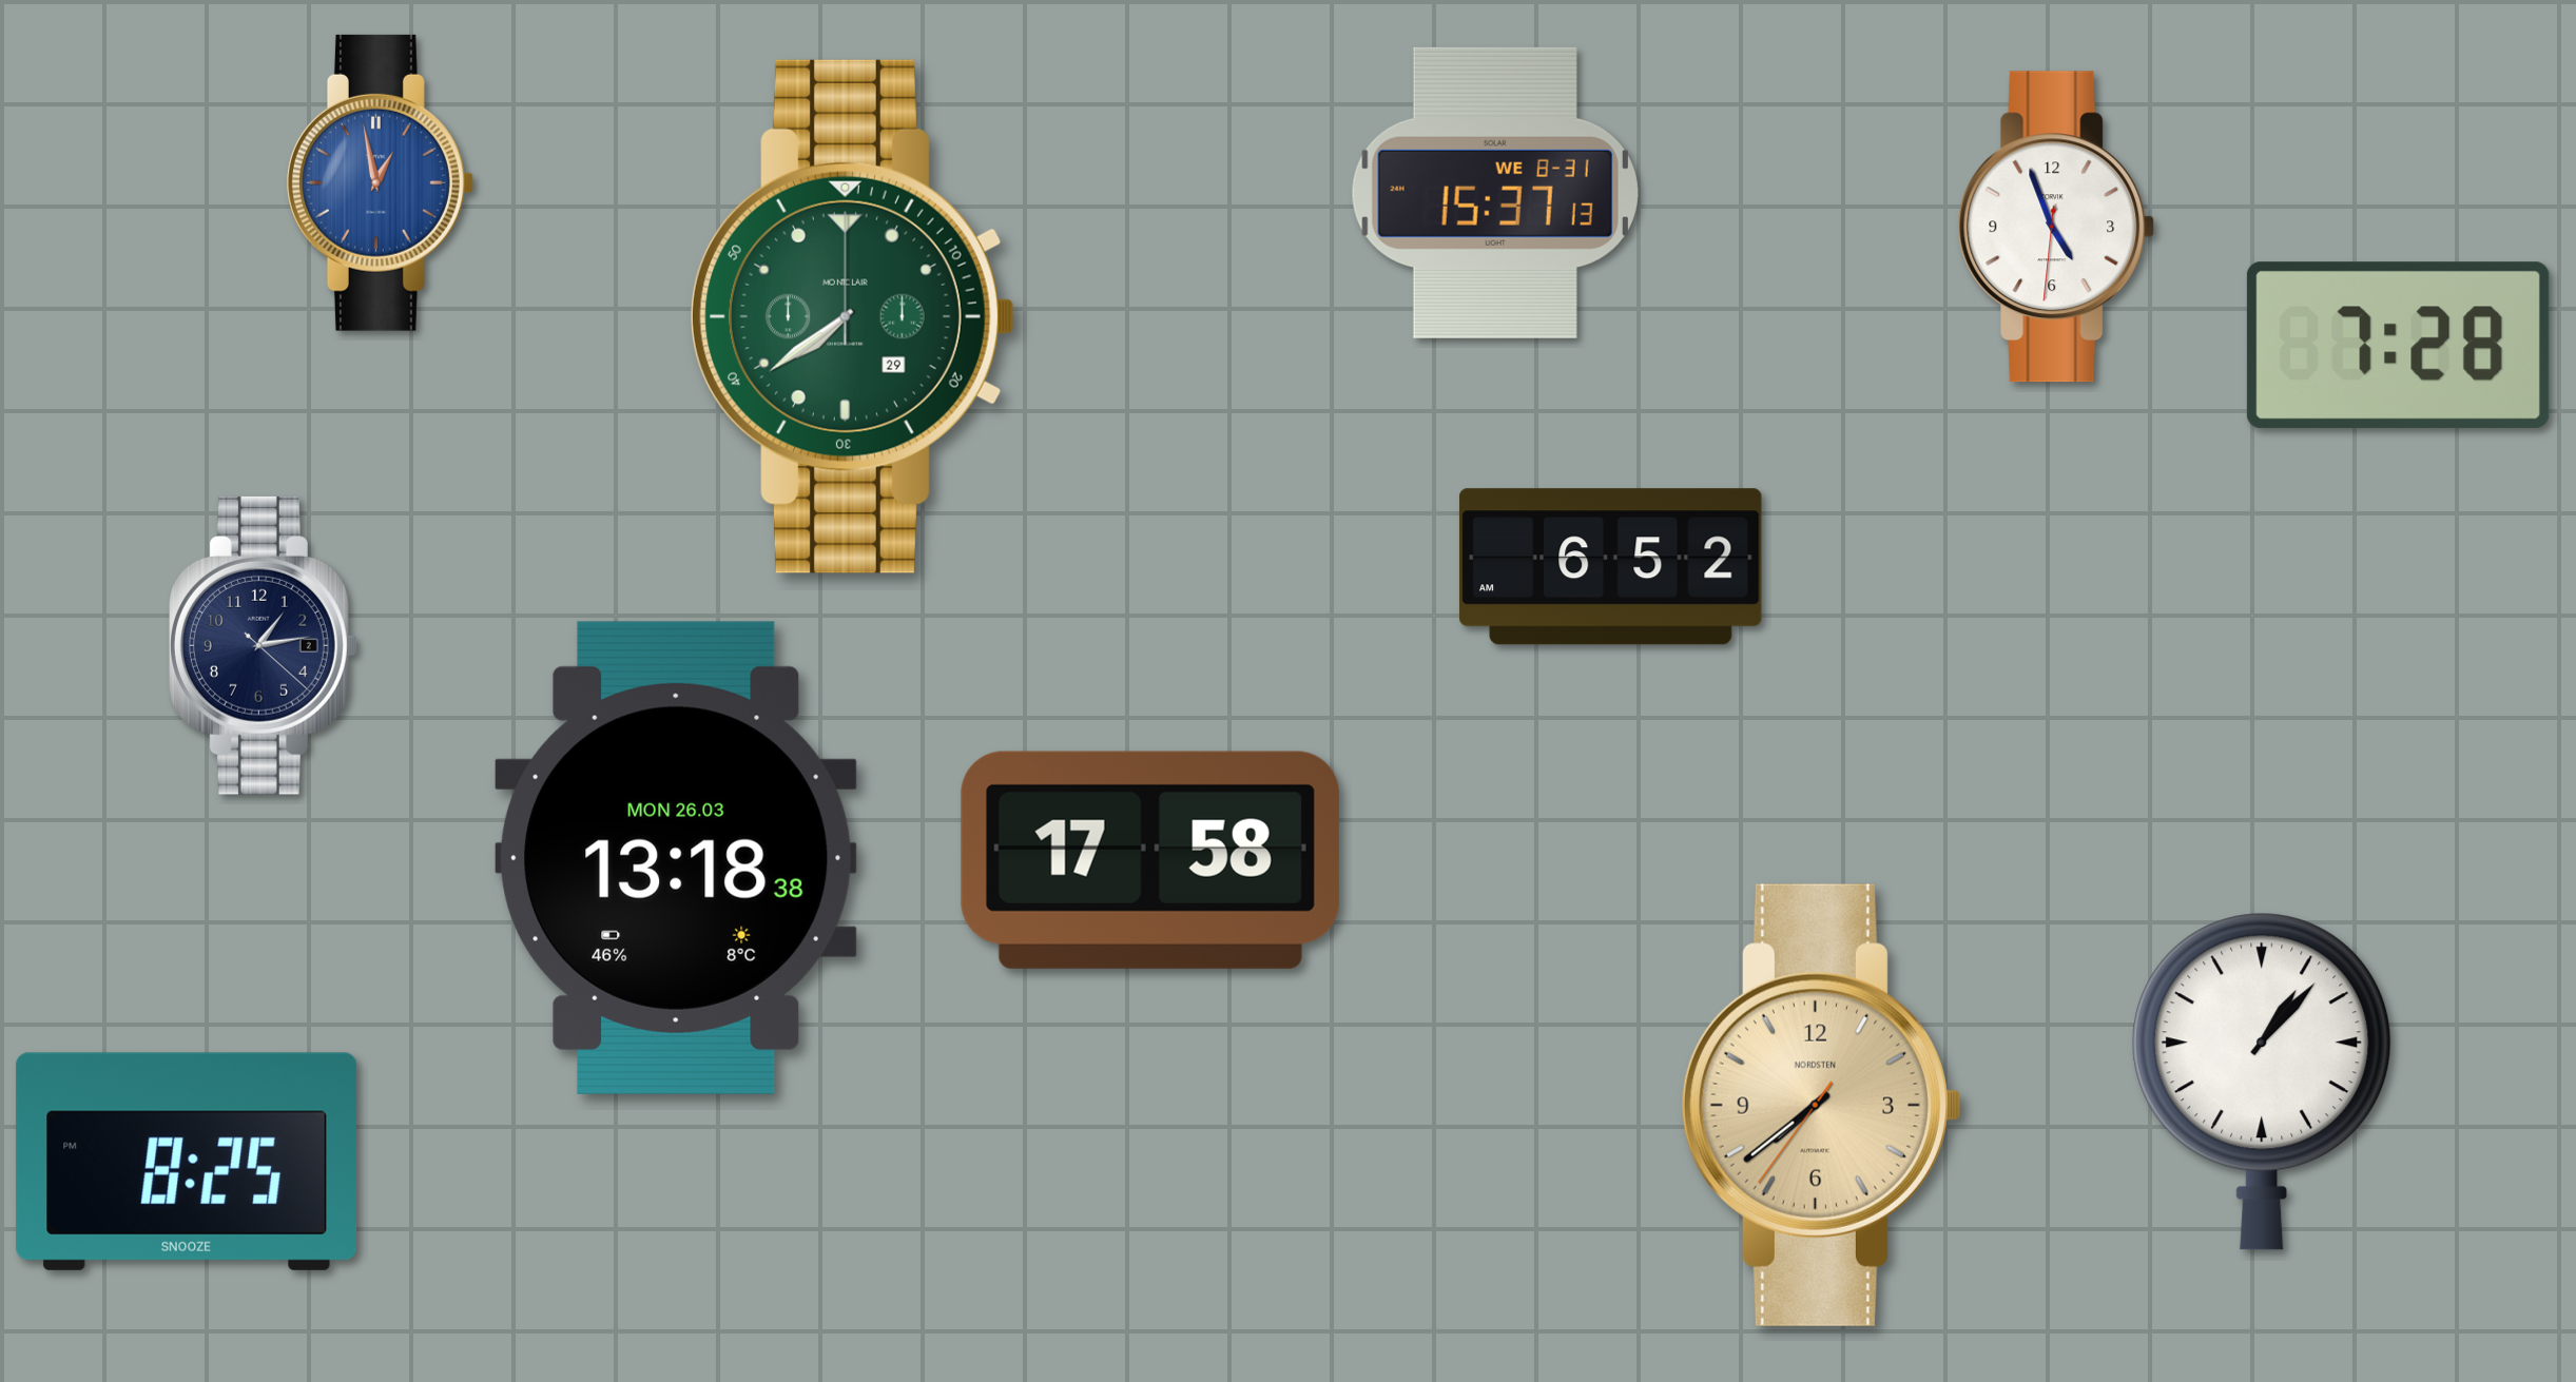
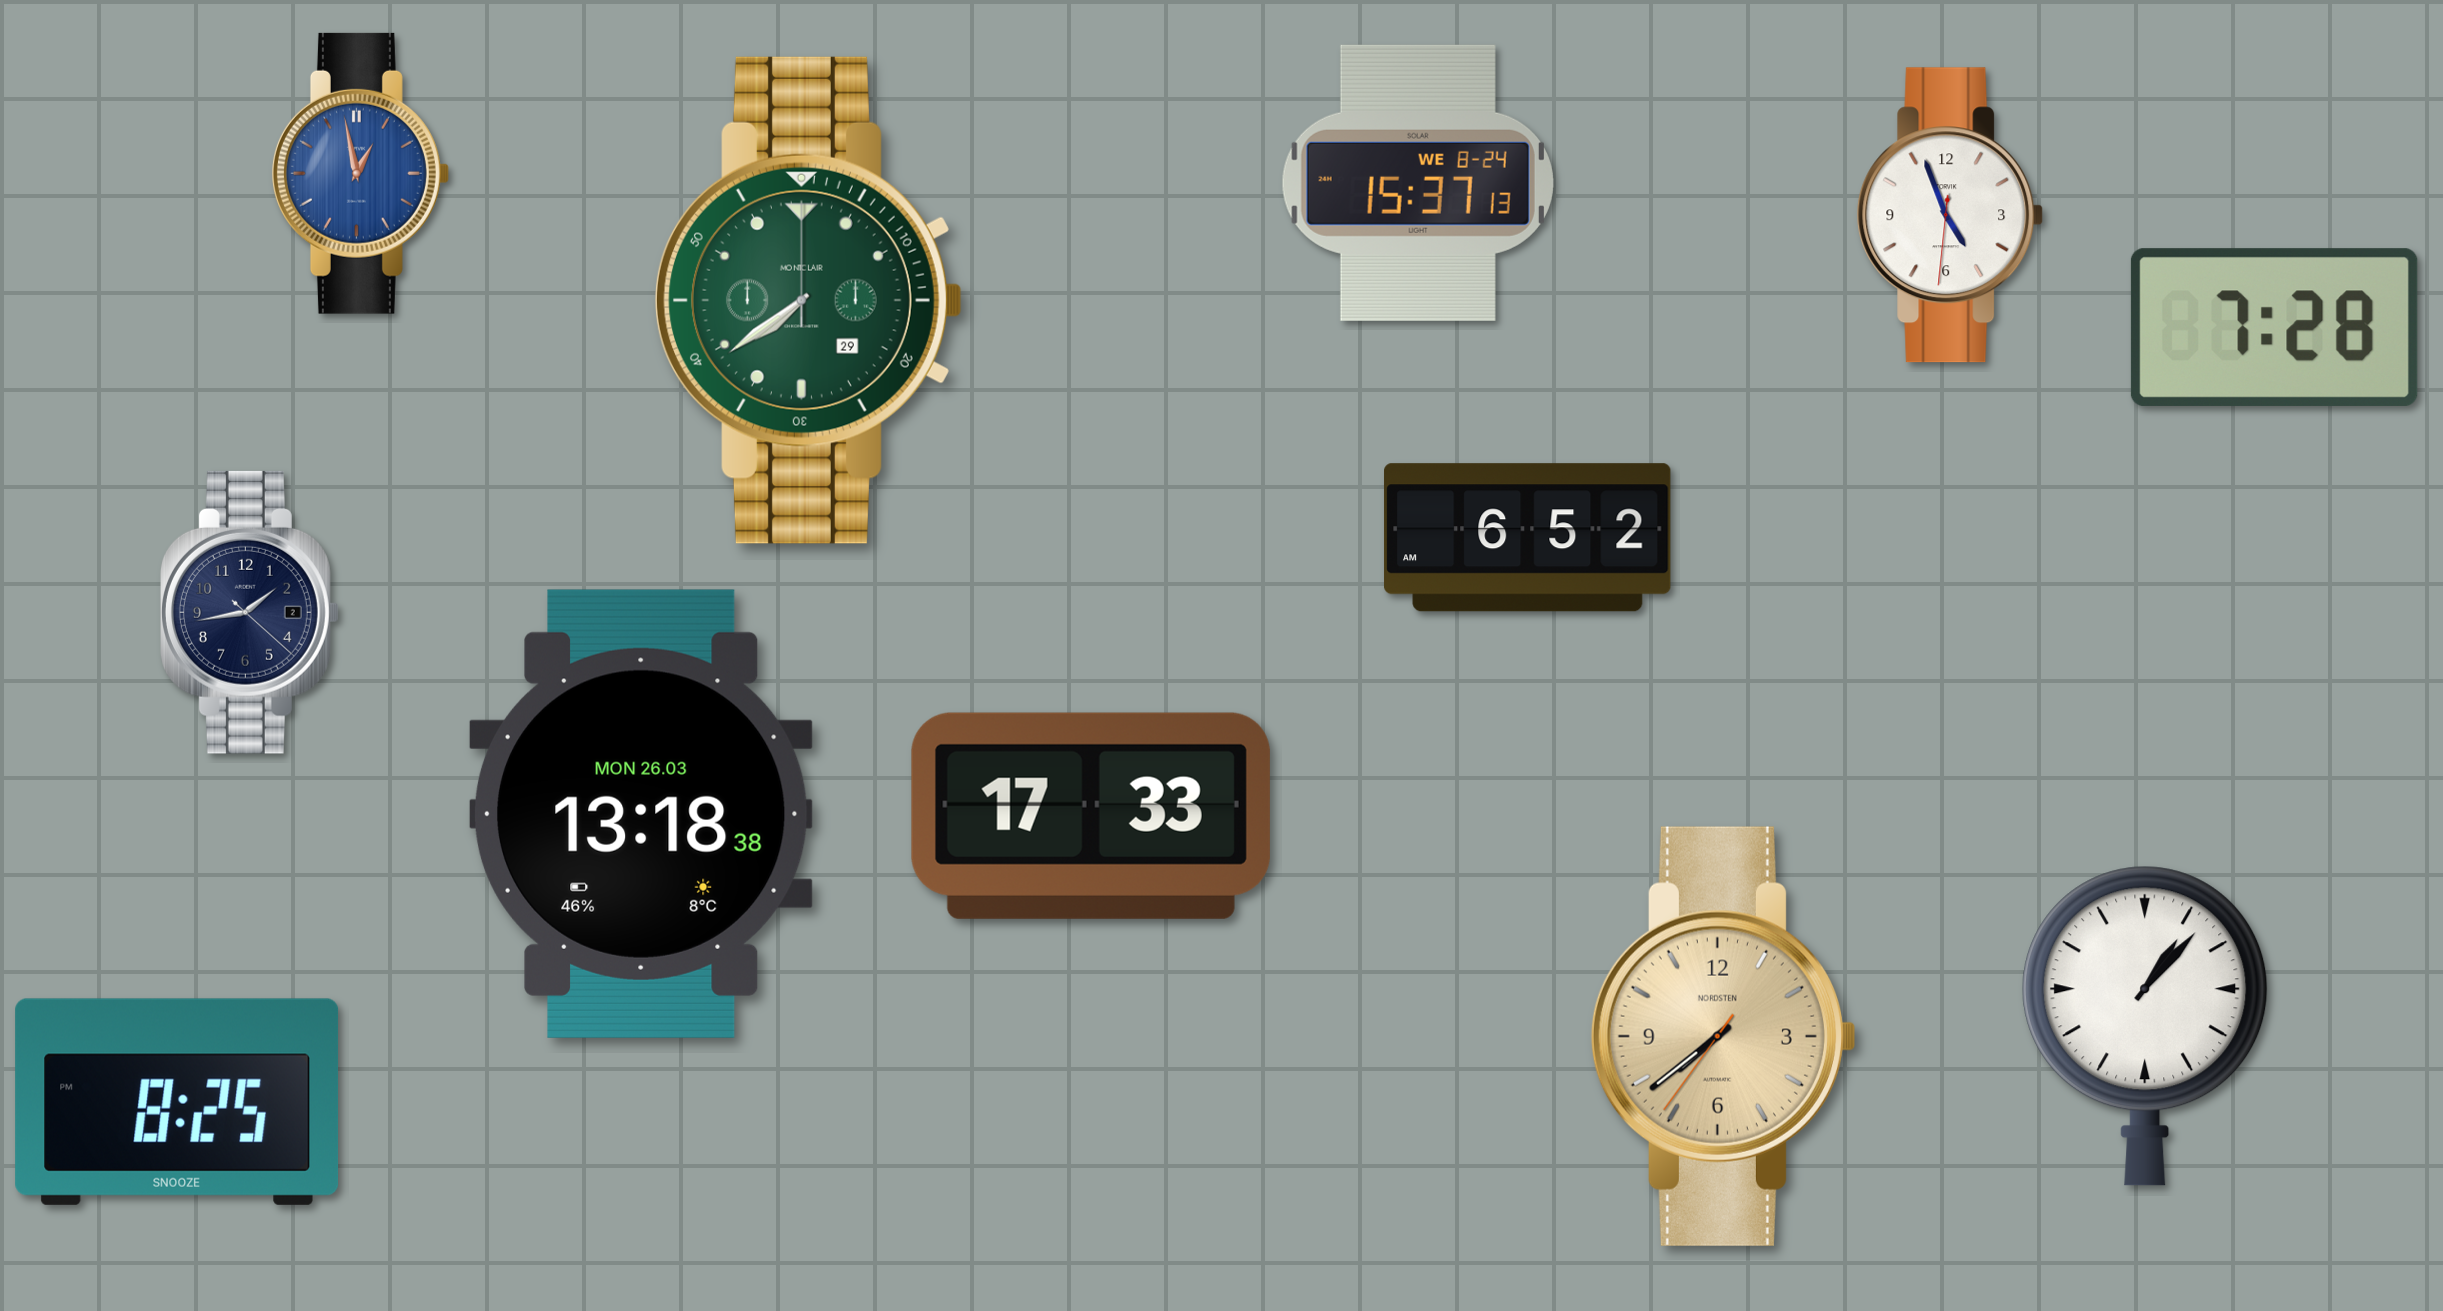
clock at (1495, 193) date: WE 8-31 -> WE 8-24
clock at (263, 645): 1:13 -> 1:43
clock at (1150, 860): 17:58 -> 17:33
clock at (1821, 1105) position: (1821, 1105) -> (1723, 1036)
